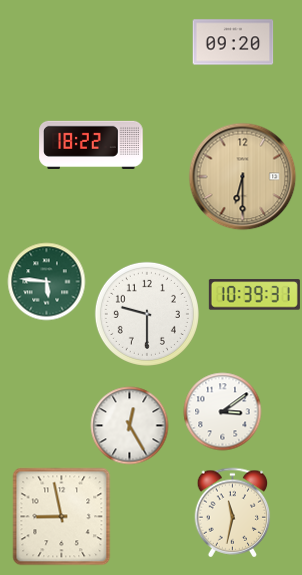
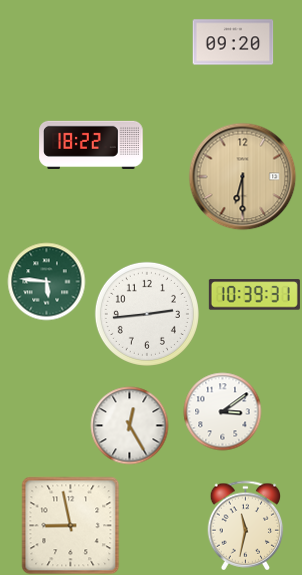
clock at (147, 314): 9:30 -> 2:44
clock at (233, 512) position: (233, 512) -> (246, 525)
clock at (61, 516) position: (61, 516) -> (70, 525)
